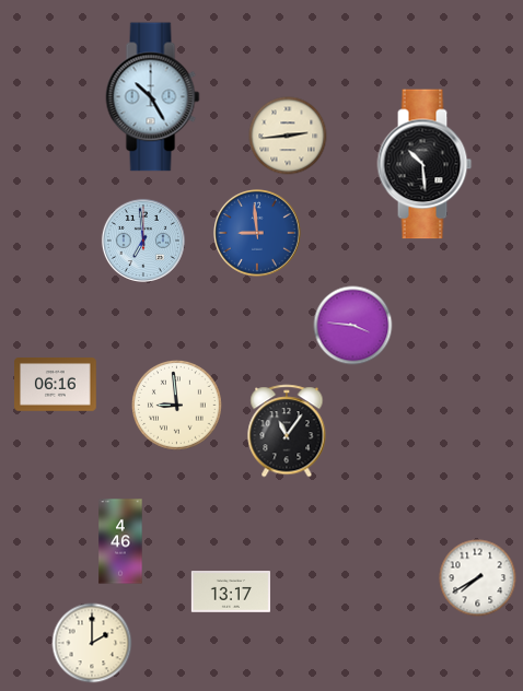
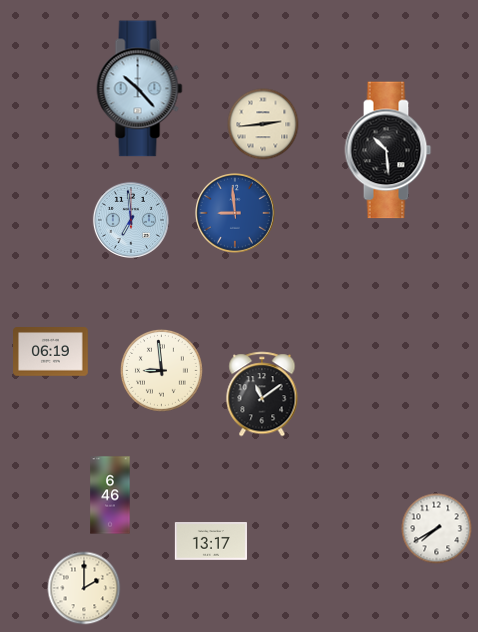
clock at (153, 97): 10:25 -> 10:23
clock at (353, 326): 3:46 -> none
clock at (56, 385): 06:16 -> 06:19
clock at (287, 431): 11:06 -> 11:09
clock at (120, 541): 4:46 -> 6:46
